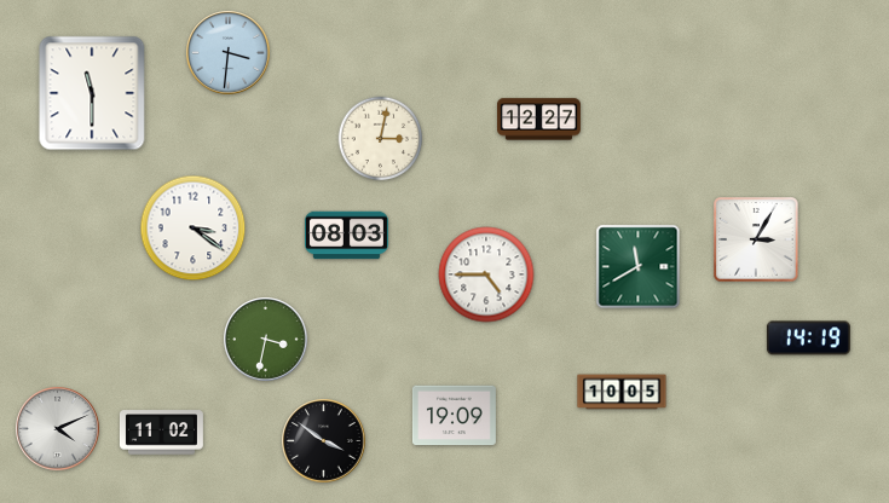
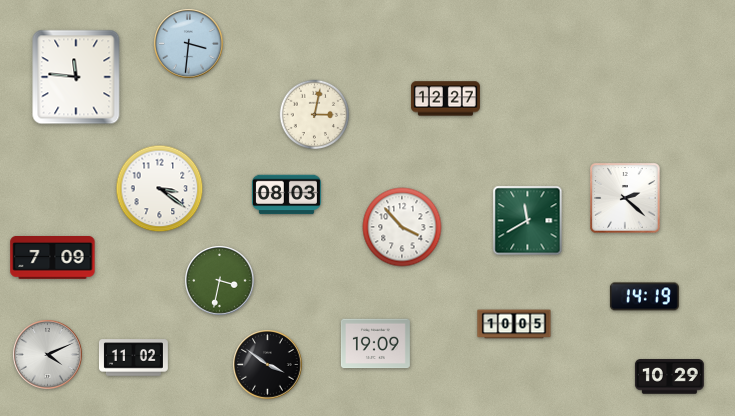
clock at (92, 93): 11:30 -> 11:46
clock at (756, 239): 3:05 -> 2:22
clock at (486, 274): 4:45 -> 3:53
clock at (53, 258): none -> 7:09
clock at (808, 339) position: (808, 339) -> (644, 297)
clock at (669, 377): none -> 10:29
